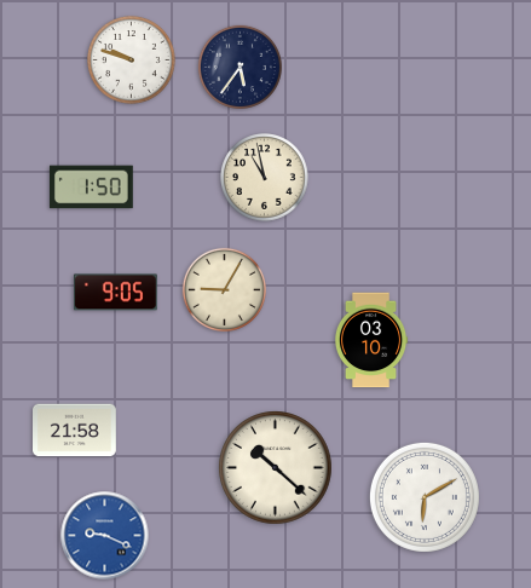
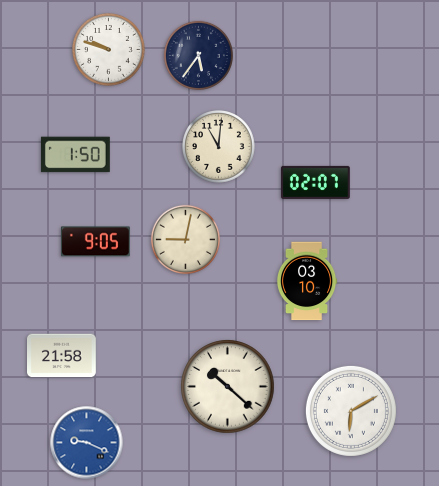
clock at (265, 178): 10:58 -> 11:01
clock at (316, 182): none -> 02:07
clock at (224, 289): 9:05 -> 9:02
